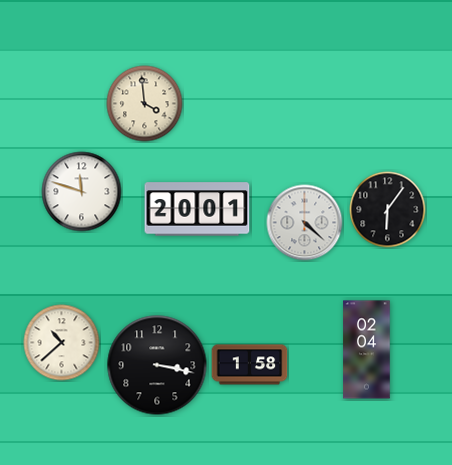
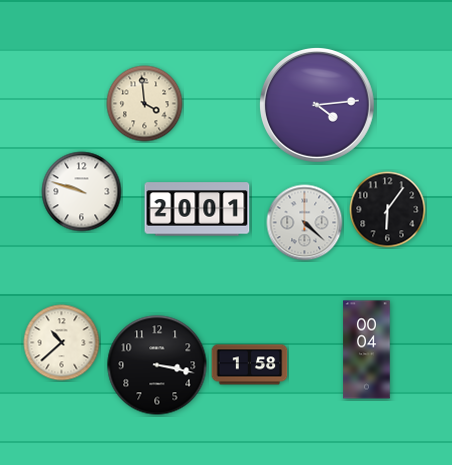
clock at (317, 105): none -> 4:14
clock at (82, 192): 11:48 -> 9:48
clock at (367, 350): 02:04 -> 00:04
